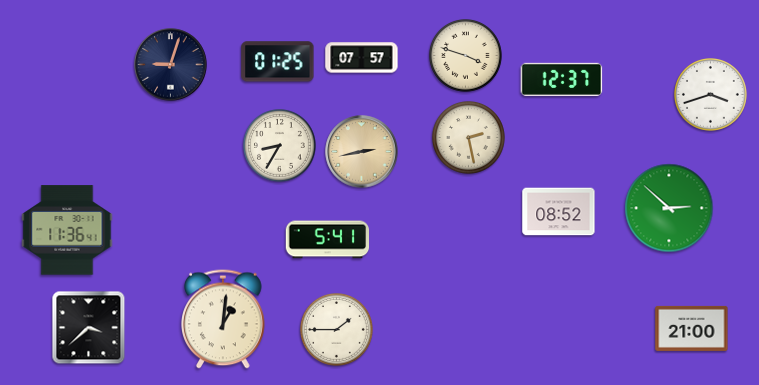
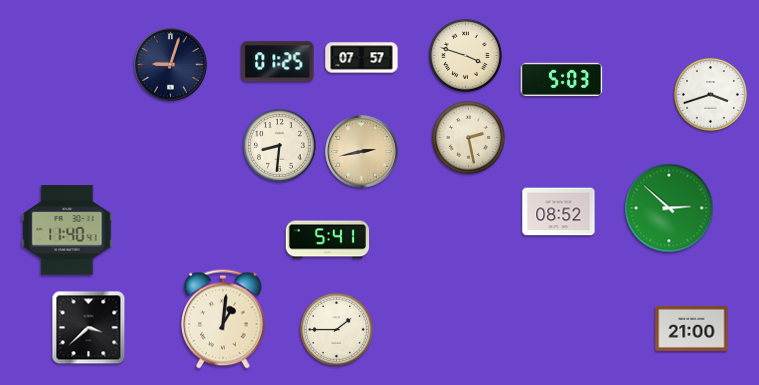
clock at (562, 79): 12:37 -> 5:03
clock at (280, 146): 8:35 -> 8:31
clock at (67, 230): 11:36 -> 11:40
